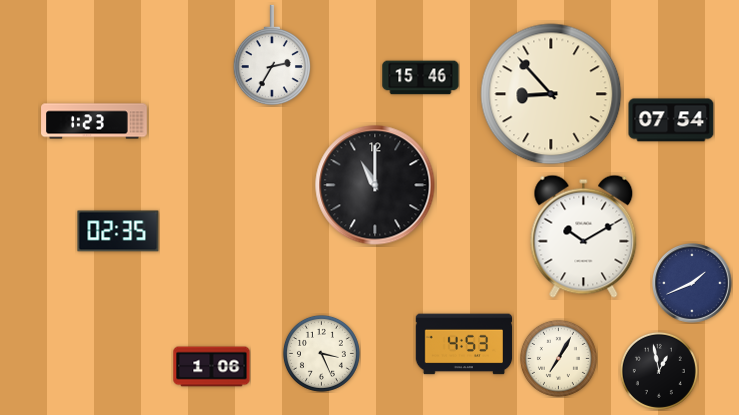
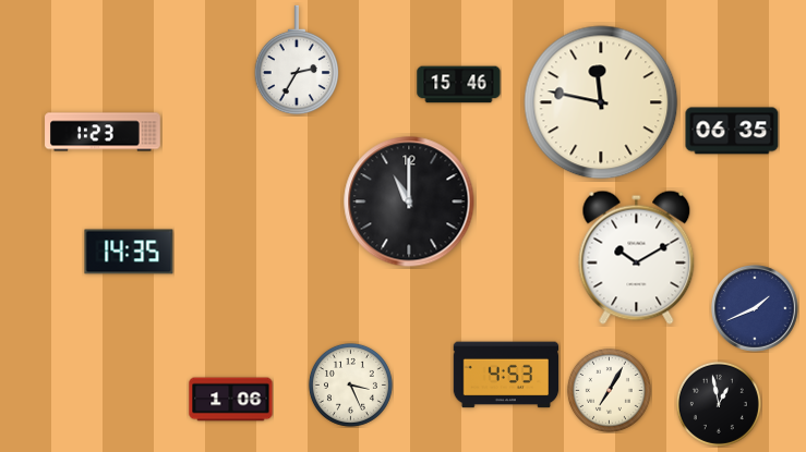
clock at (551, 94): 8:53 -> 11:47
clock at (671, 120): 07:54 -> 06:35
clock at (118, 231): 02:35 -> 14:35
